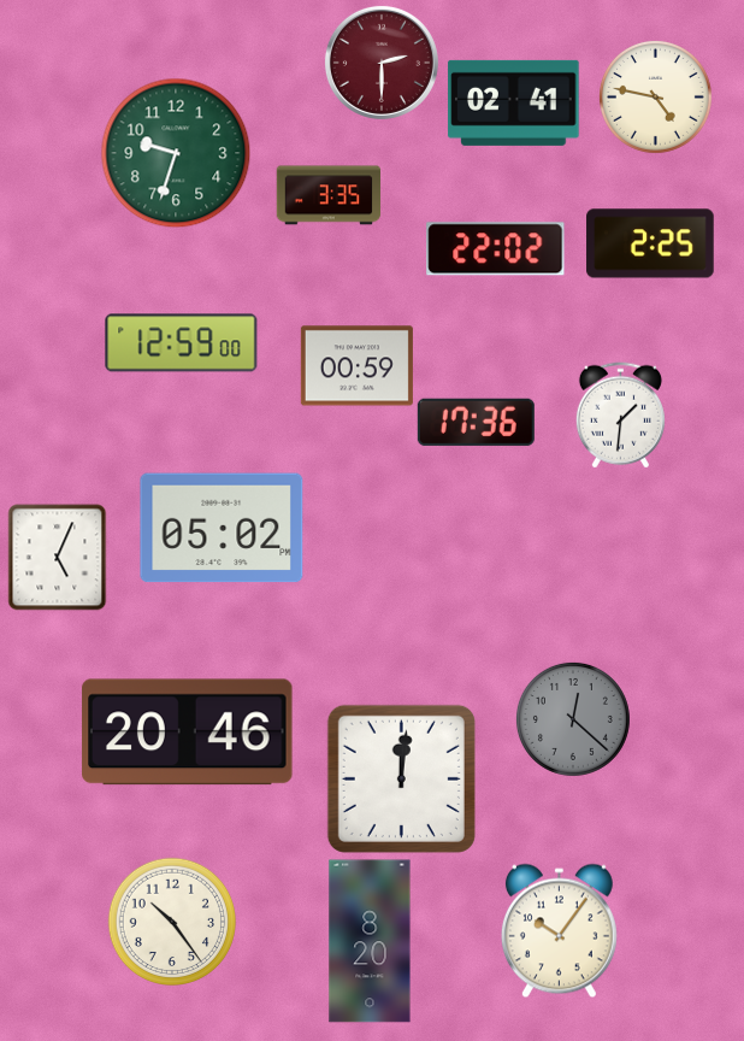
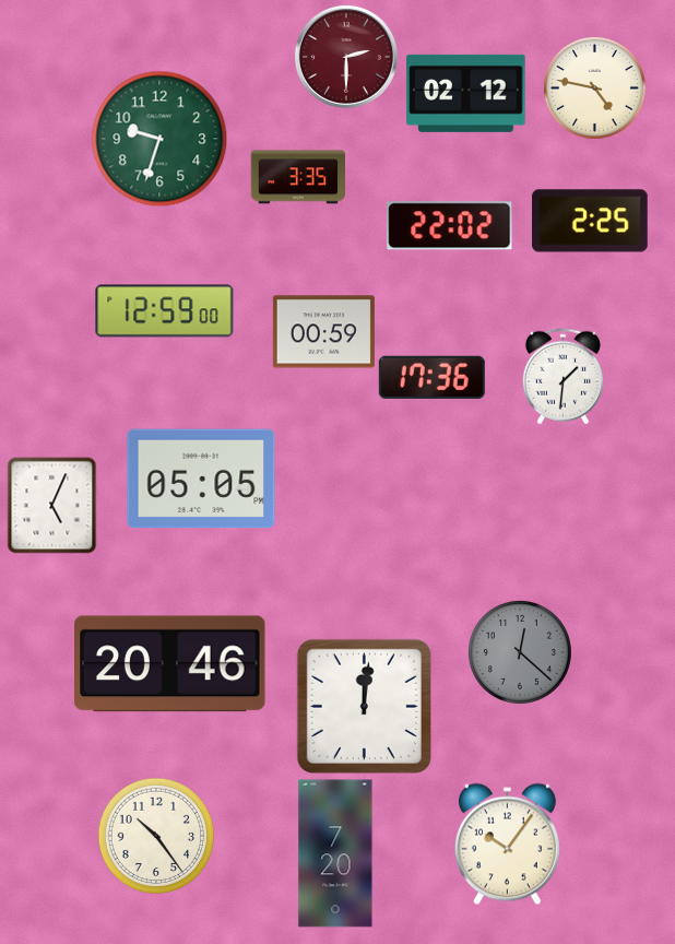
clock at (514, 102): 02:41 -> 02:12
clock at (476, 422) position: (476, 422) -> (431, 377)
clock at (222, 528): 05:02 -> 05:05
clock at (370, 941): 8:20 -> 7:20
